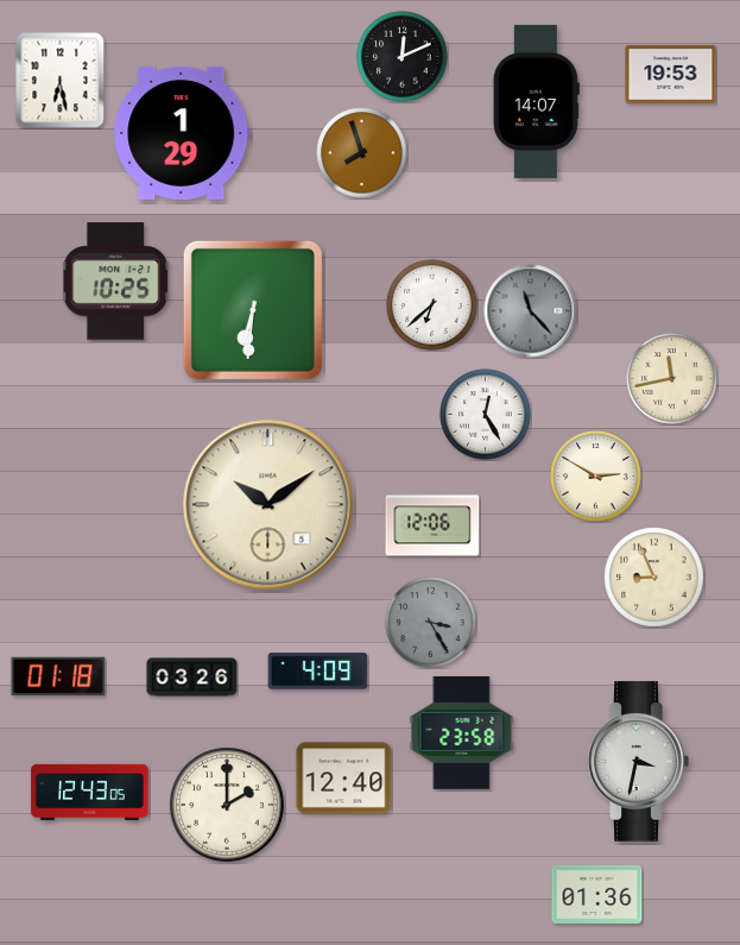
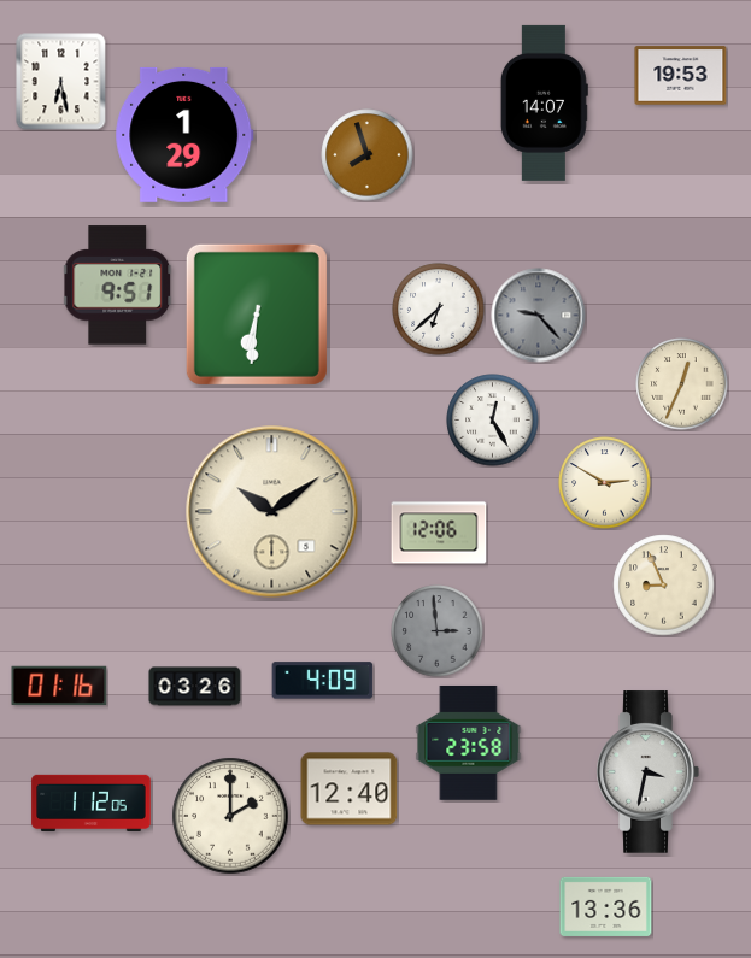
clock at (403, 57): 12:11 -> none
clock at (116, 282): 10:25 -> 9:51
clock at (531, 311): 11:23 -> 9:23
clock at (672, 379): 11:43 -> 12:34
clock at (431, 623): 3:25 -> 2:59
clock at (58, 675): 01:18 -> 01:16
clock at (90, 792): 12:43 -> 1:12
clock at (597, 894): 01:36 -> 13:36
